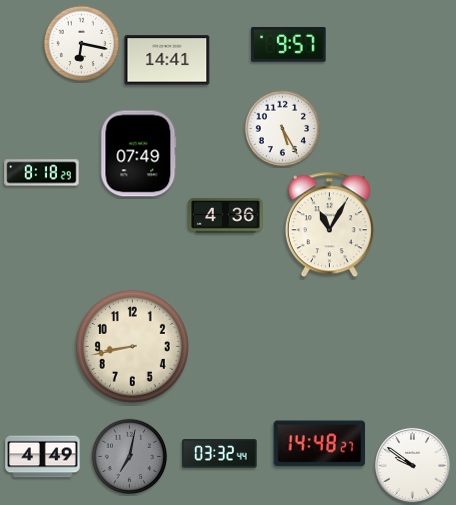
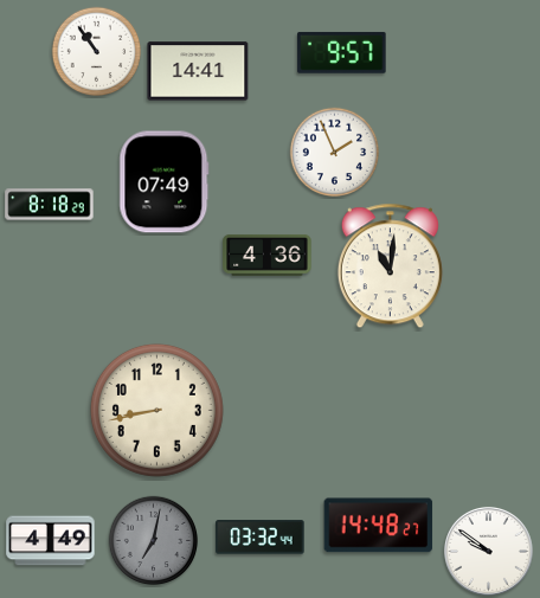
clock at (82, 44): 6:17 -> 10:54
clock at (283, 129): 5:25 -> 1:56
clock at (329, 225): 11:05 -> 11:01
